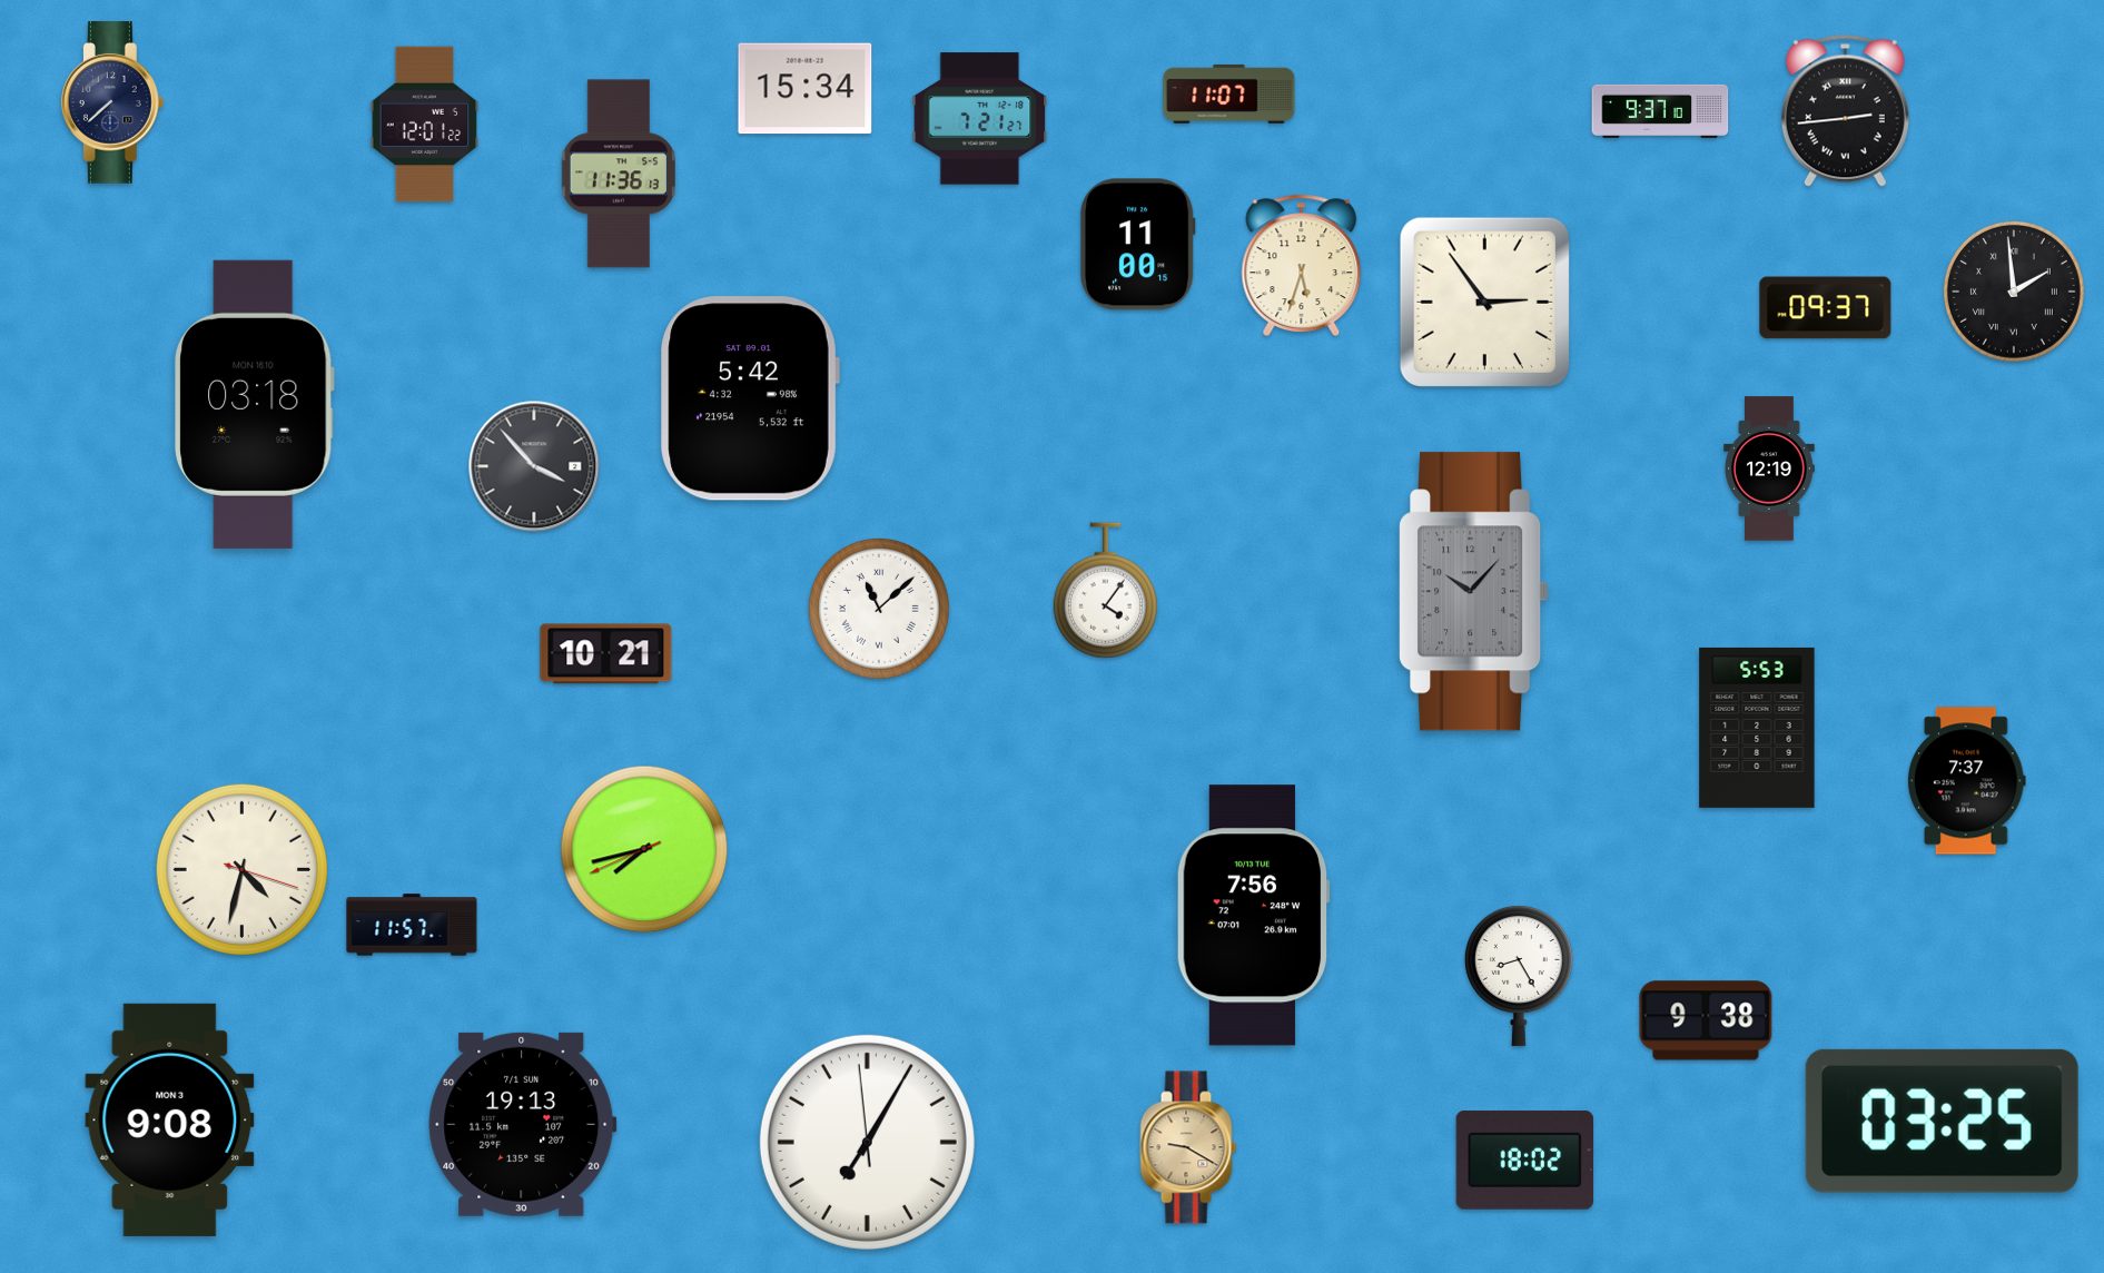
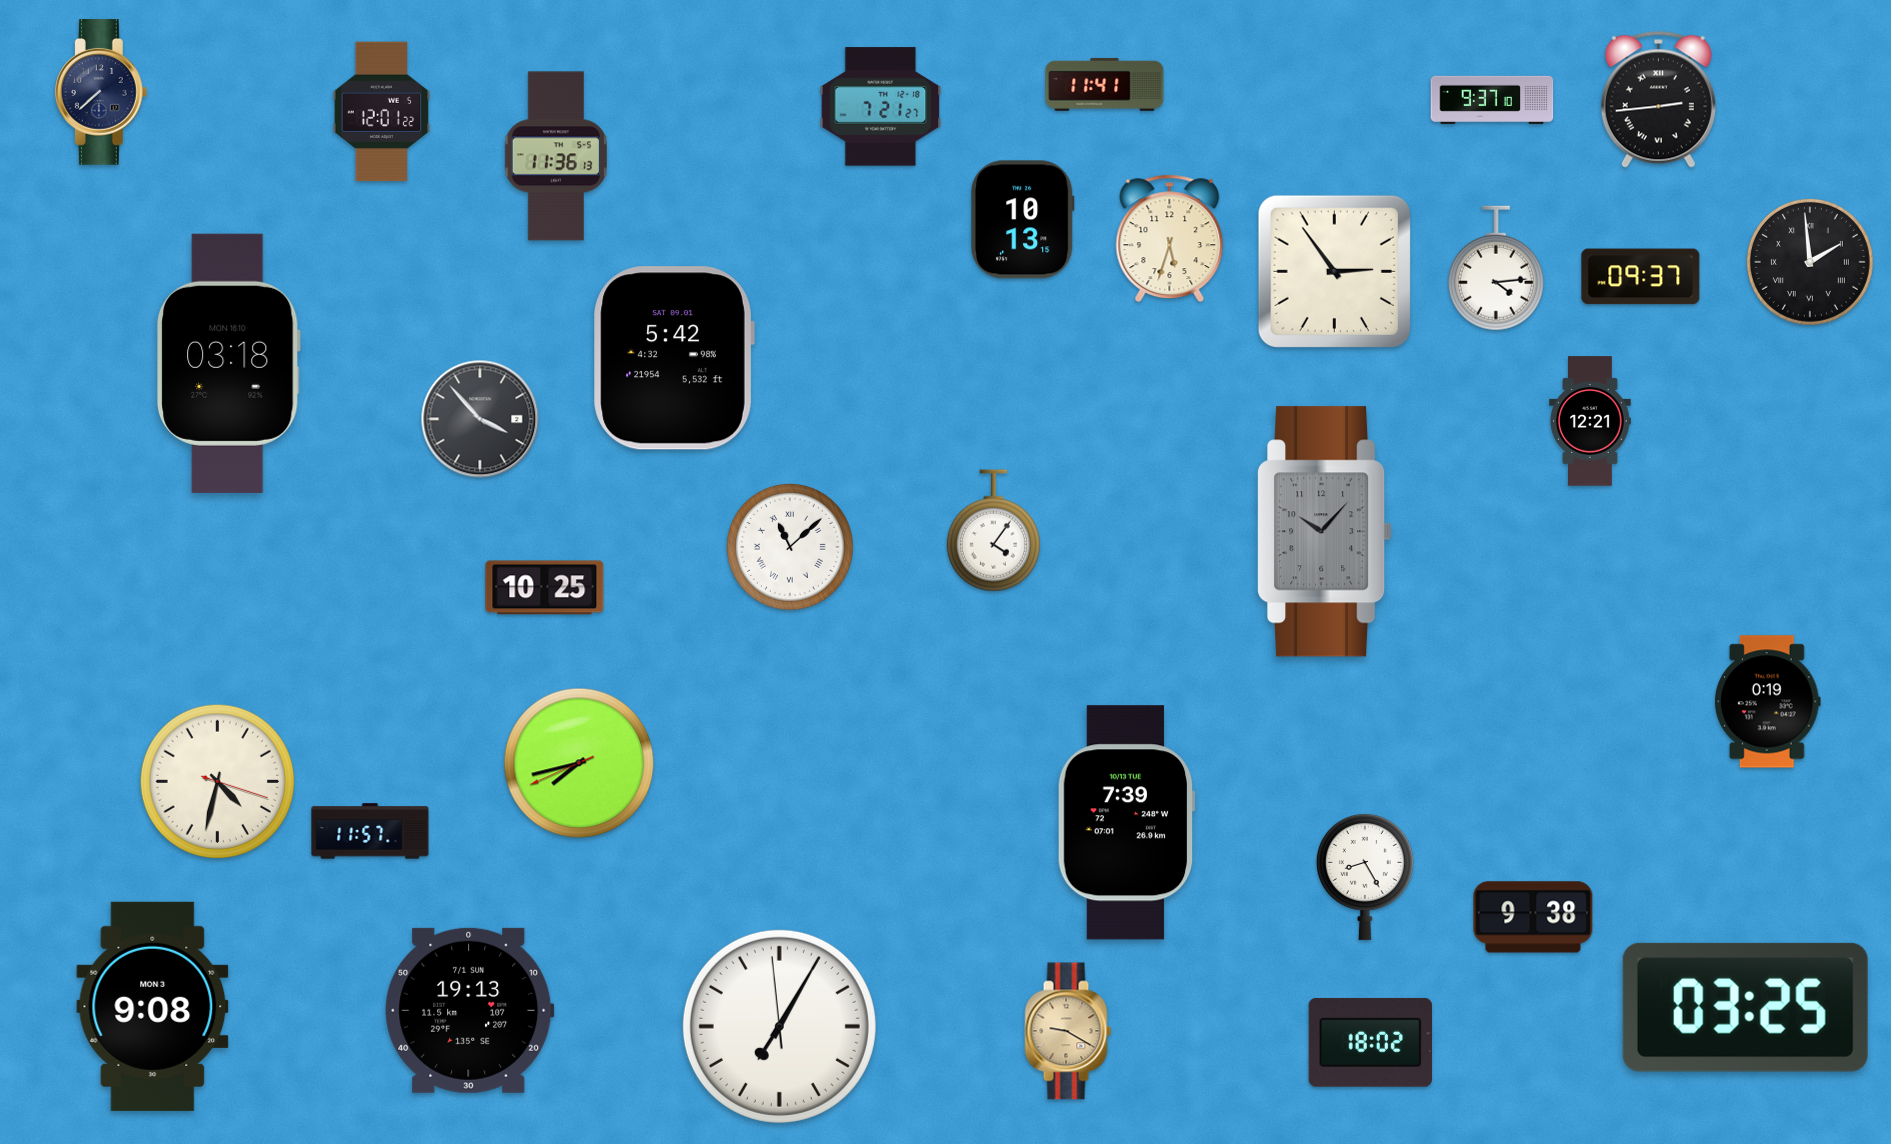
clock at (806, 89): 15:34 -> none
clock at (1229, 93): 11:07 -> 11:41
clock at (1137, 245): 11:00 -> 10:13
clock at (1496, 268): none -> 4:14
clock at (1769, 468): 12:19 -> 12:21
clock at (606, 654): 10:21 -> 10:25
clock at (1757, 728): 5:53 -> none
clock at (1966, 781): 7:37 -> 0:19
clock at (1253, 916): 7:56 -> 7:39
